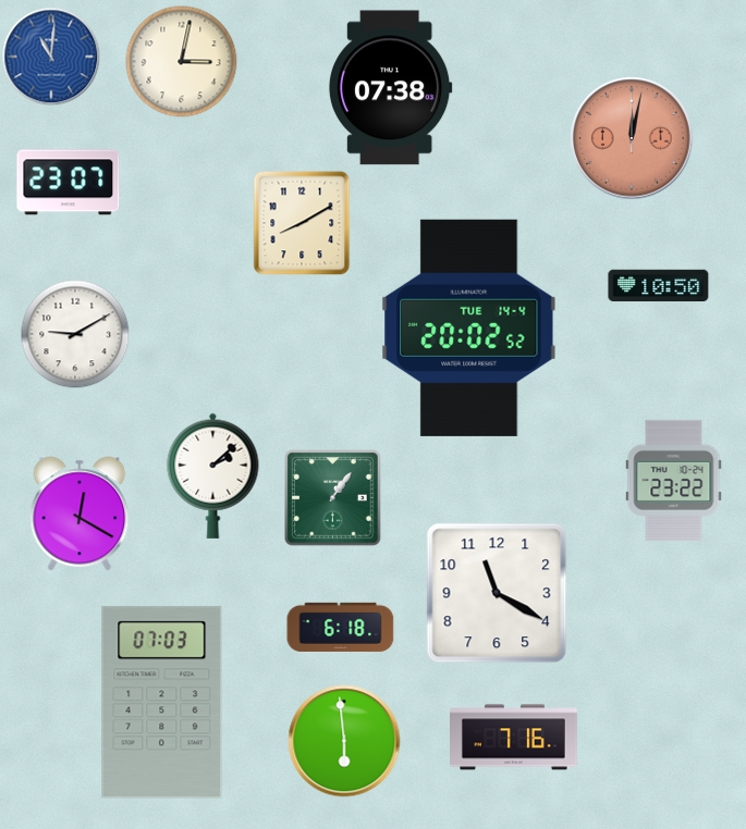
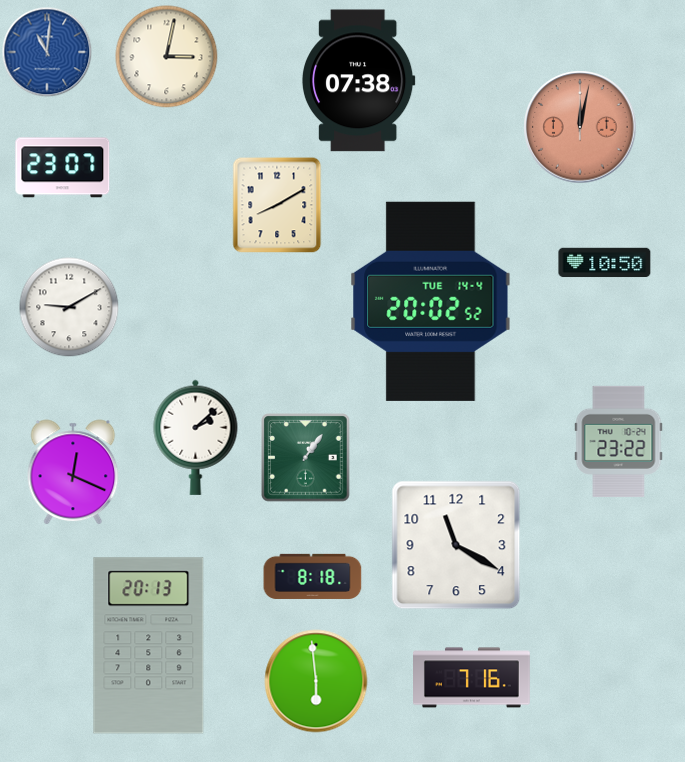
clock at (80, 514): 12:20 -> 12:19
clock at (341, 627): 6:18 -> 8:18
clock at (162, 703): 07:03 -> 20:13
